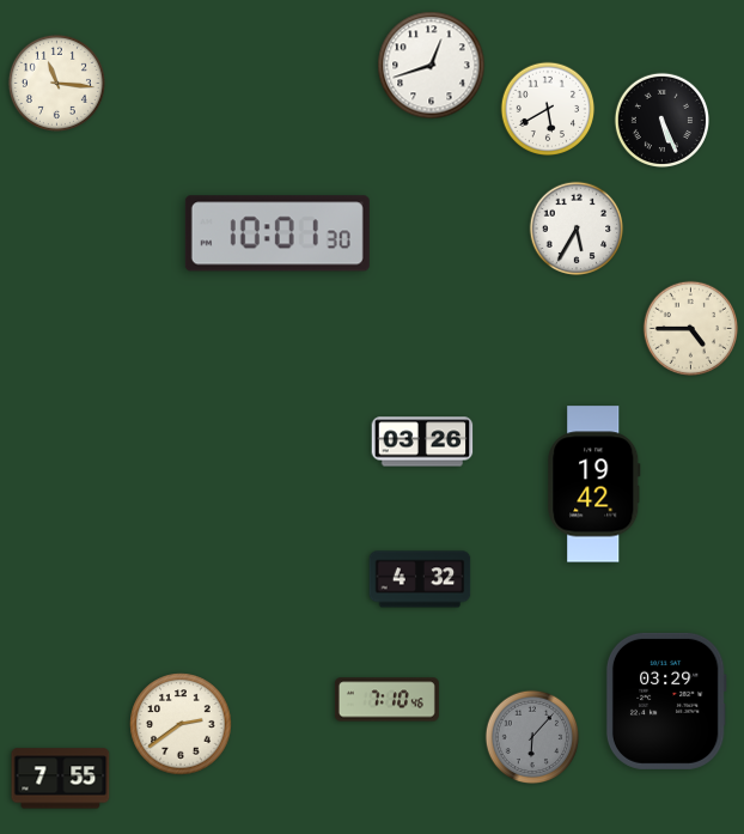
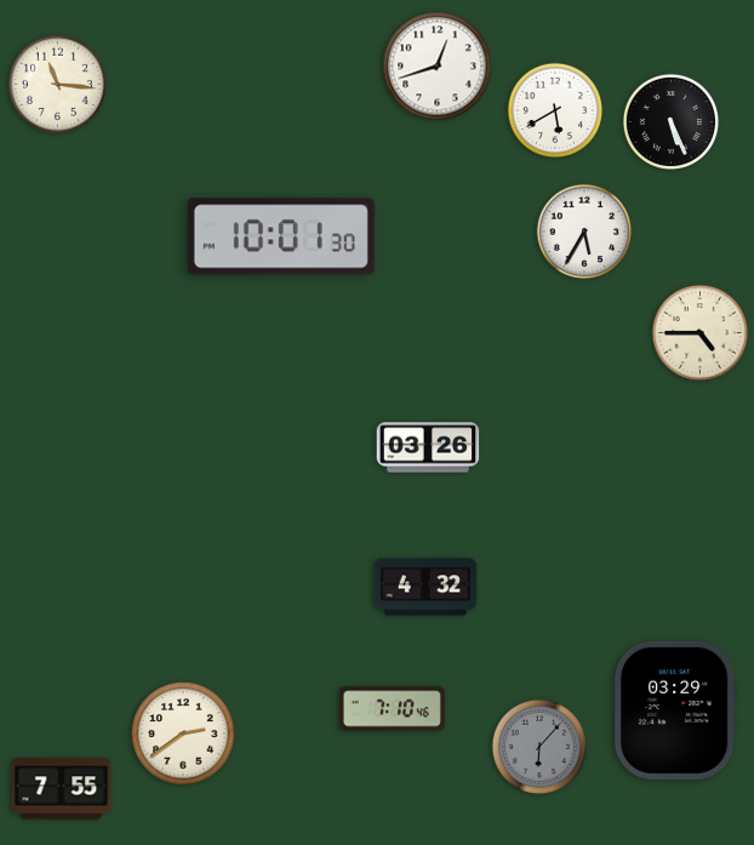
clock at (594, 485): 19:42 -> none
